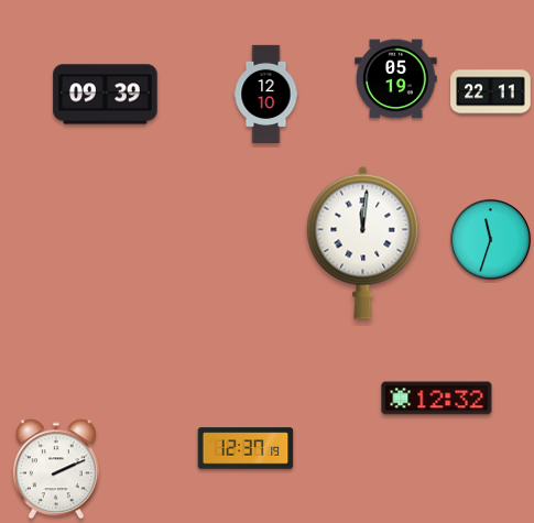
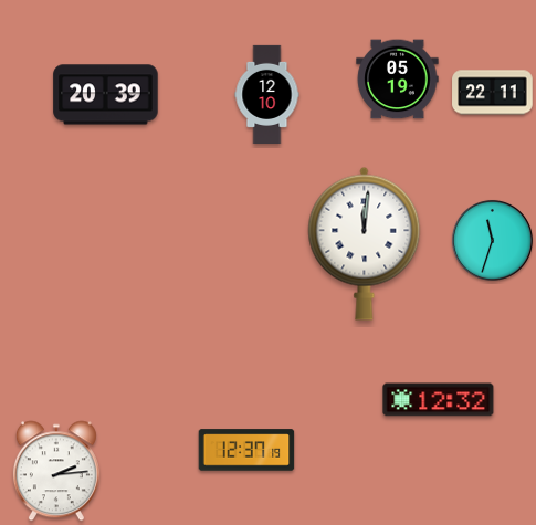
clock at (106, 95): 09:39 -> 20:39
clock at (56, 469): 2:11 -> 2:14
